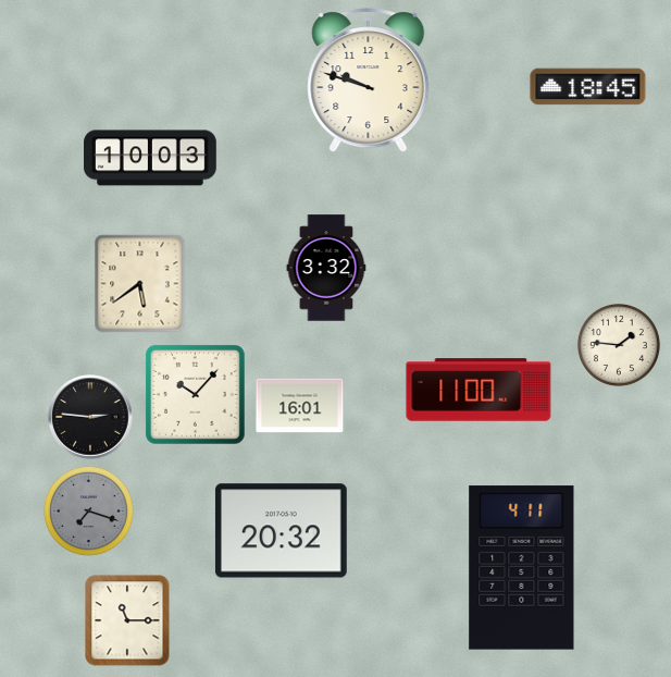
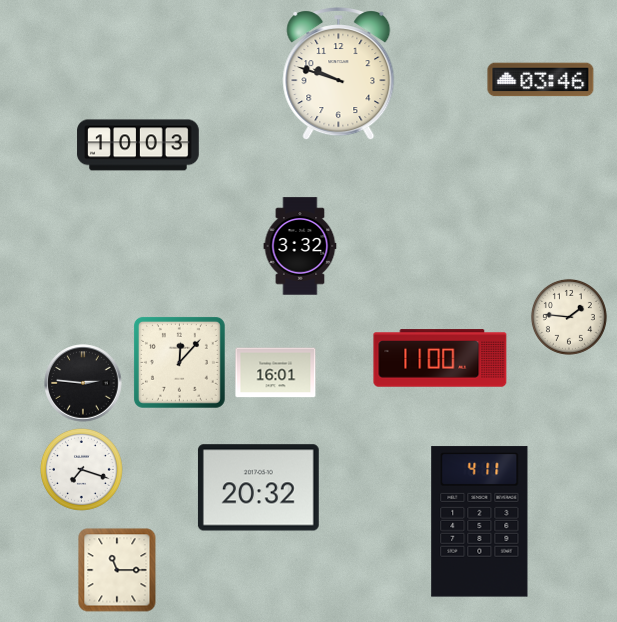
clock at (588, 87): 18:45 -> 03:46
clock at (140, 284): 5:39 -> none
clock at (195, 394): 10:07 -> 12:07
clock at (88, 510) dial: grey -> white
